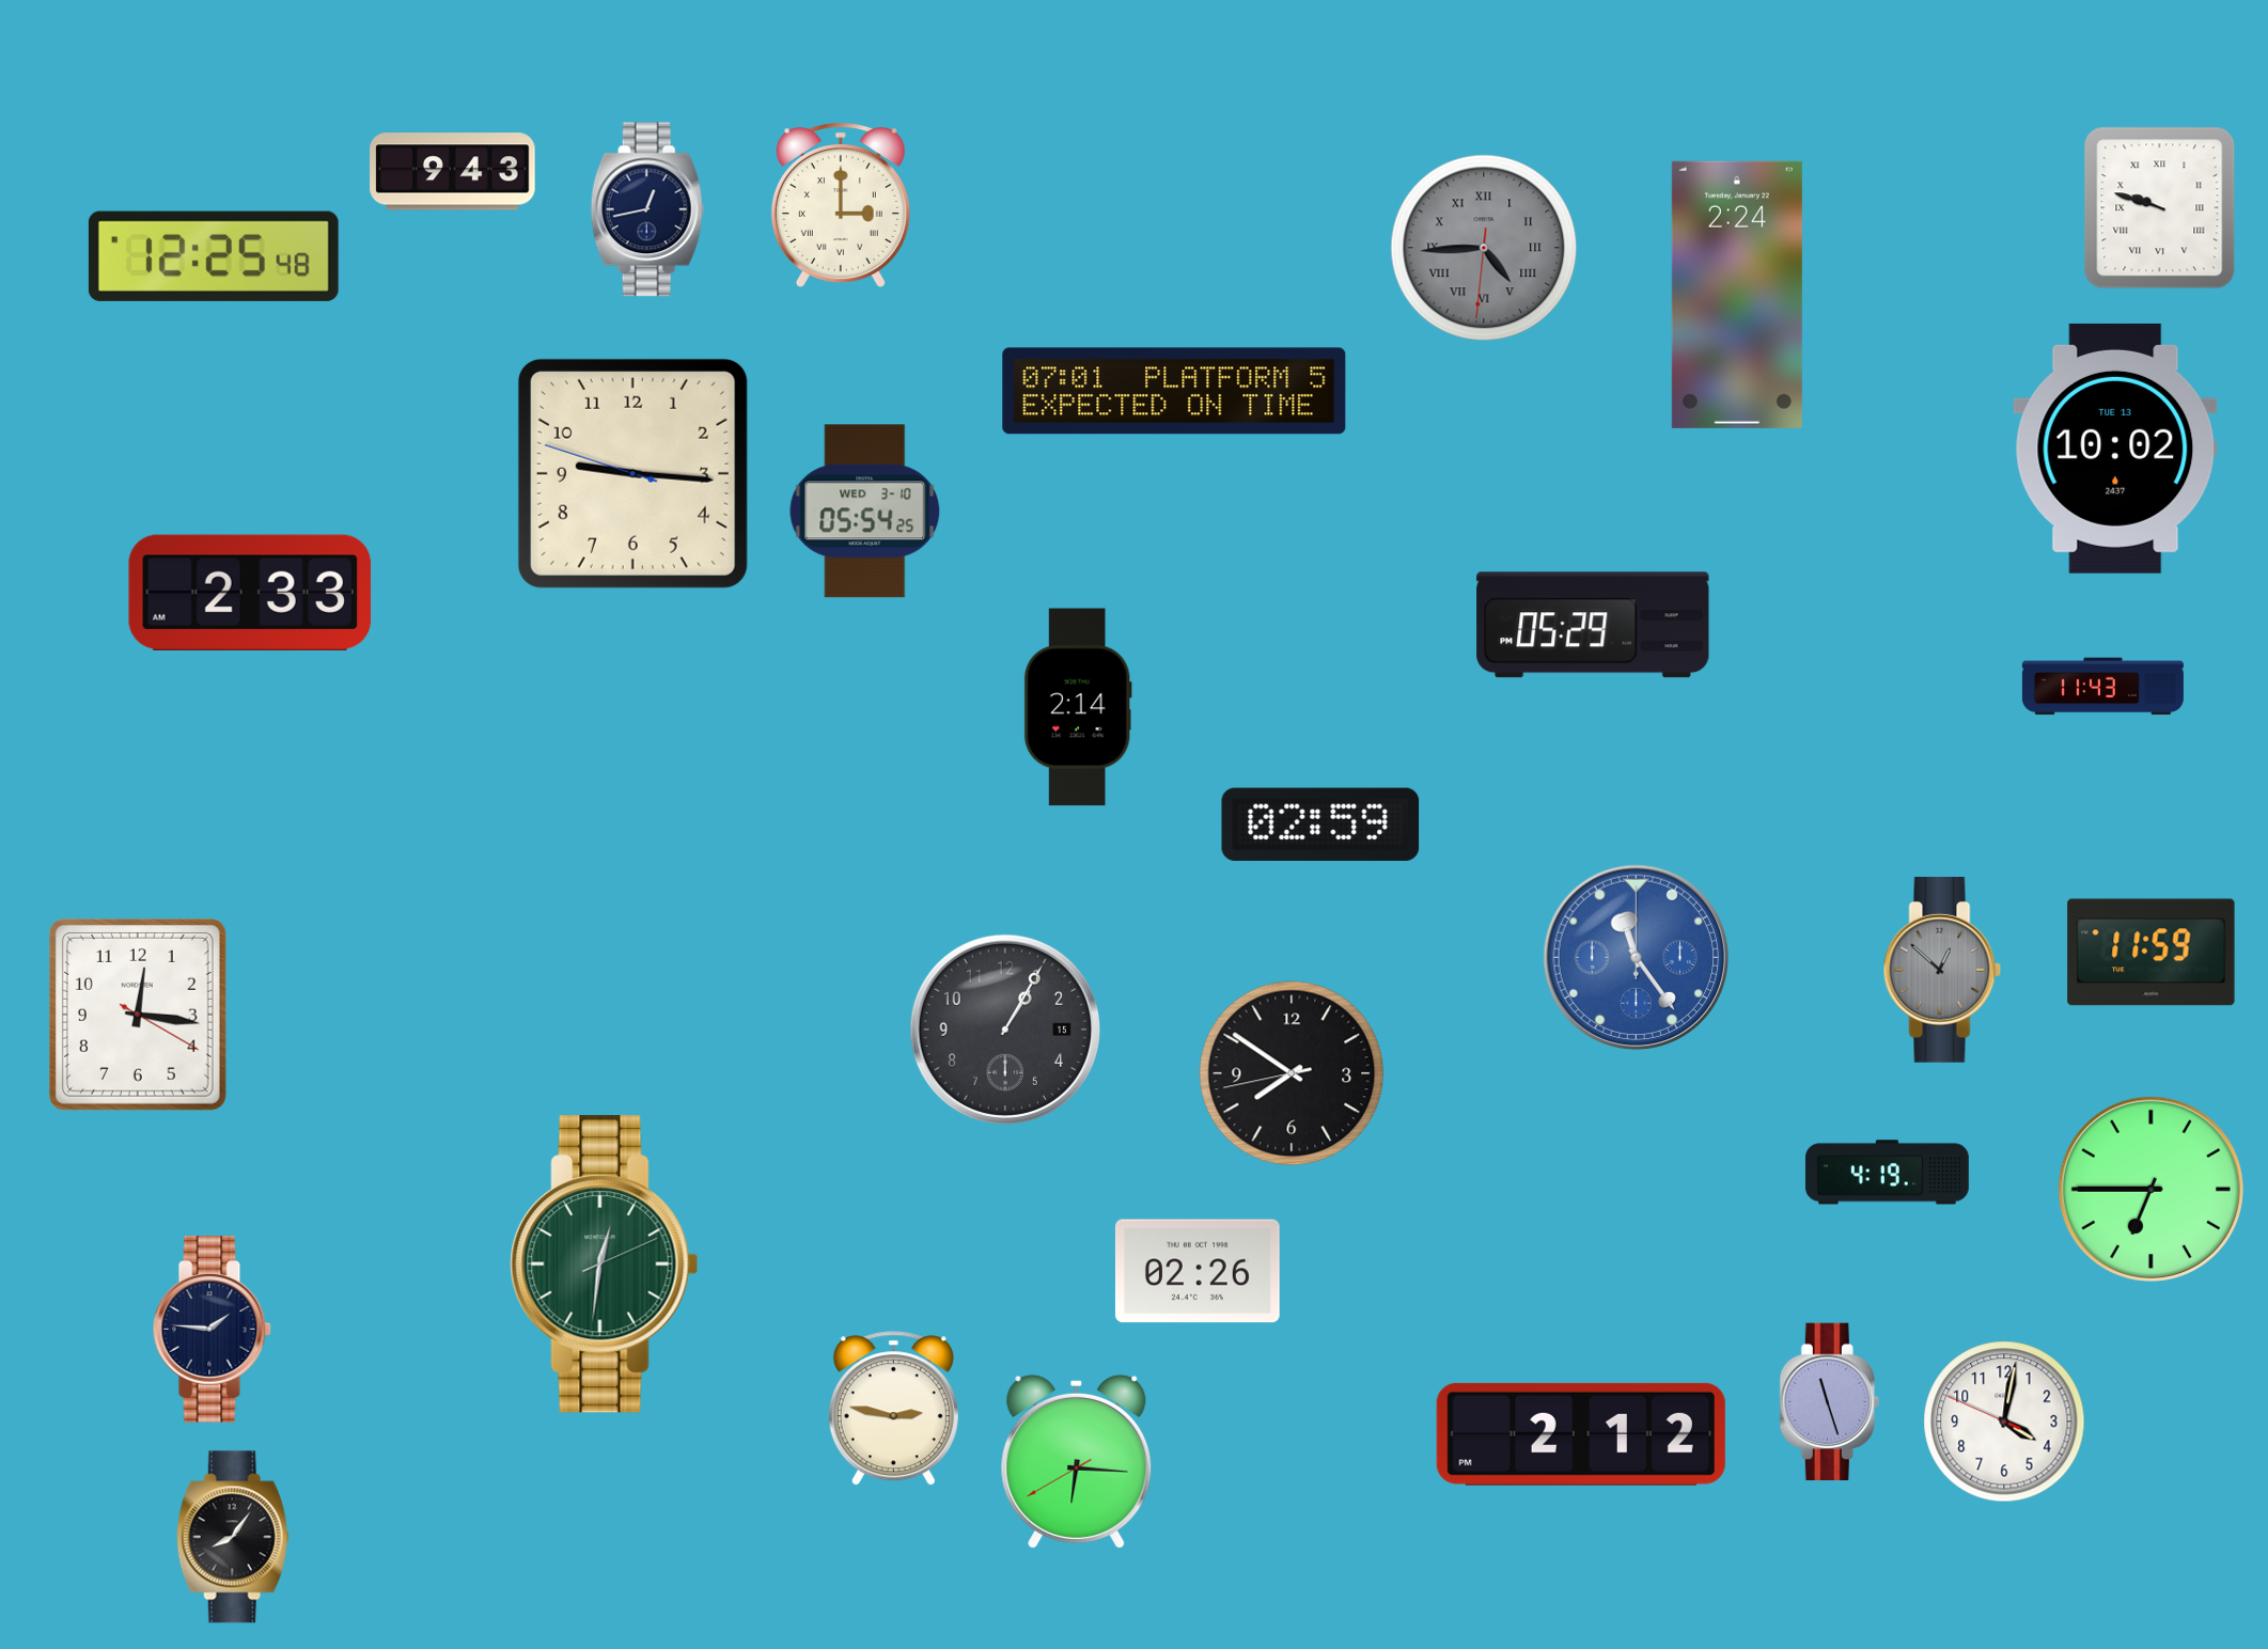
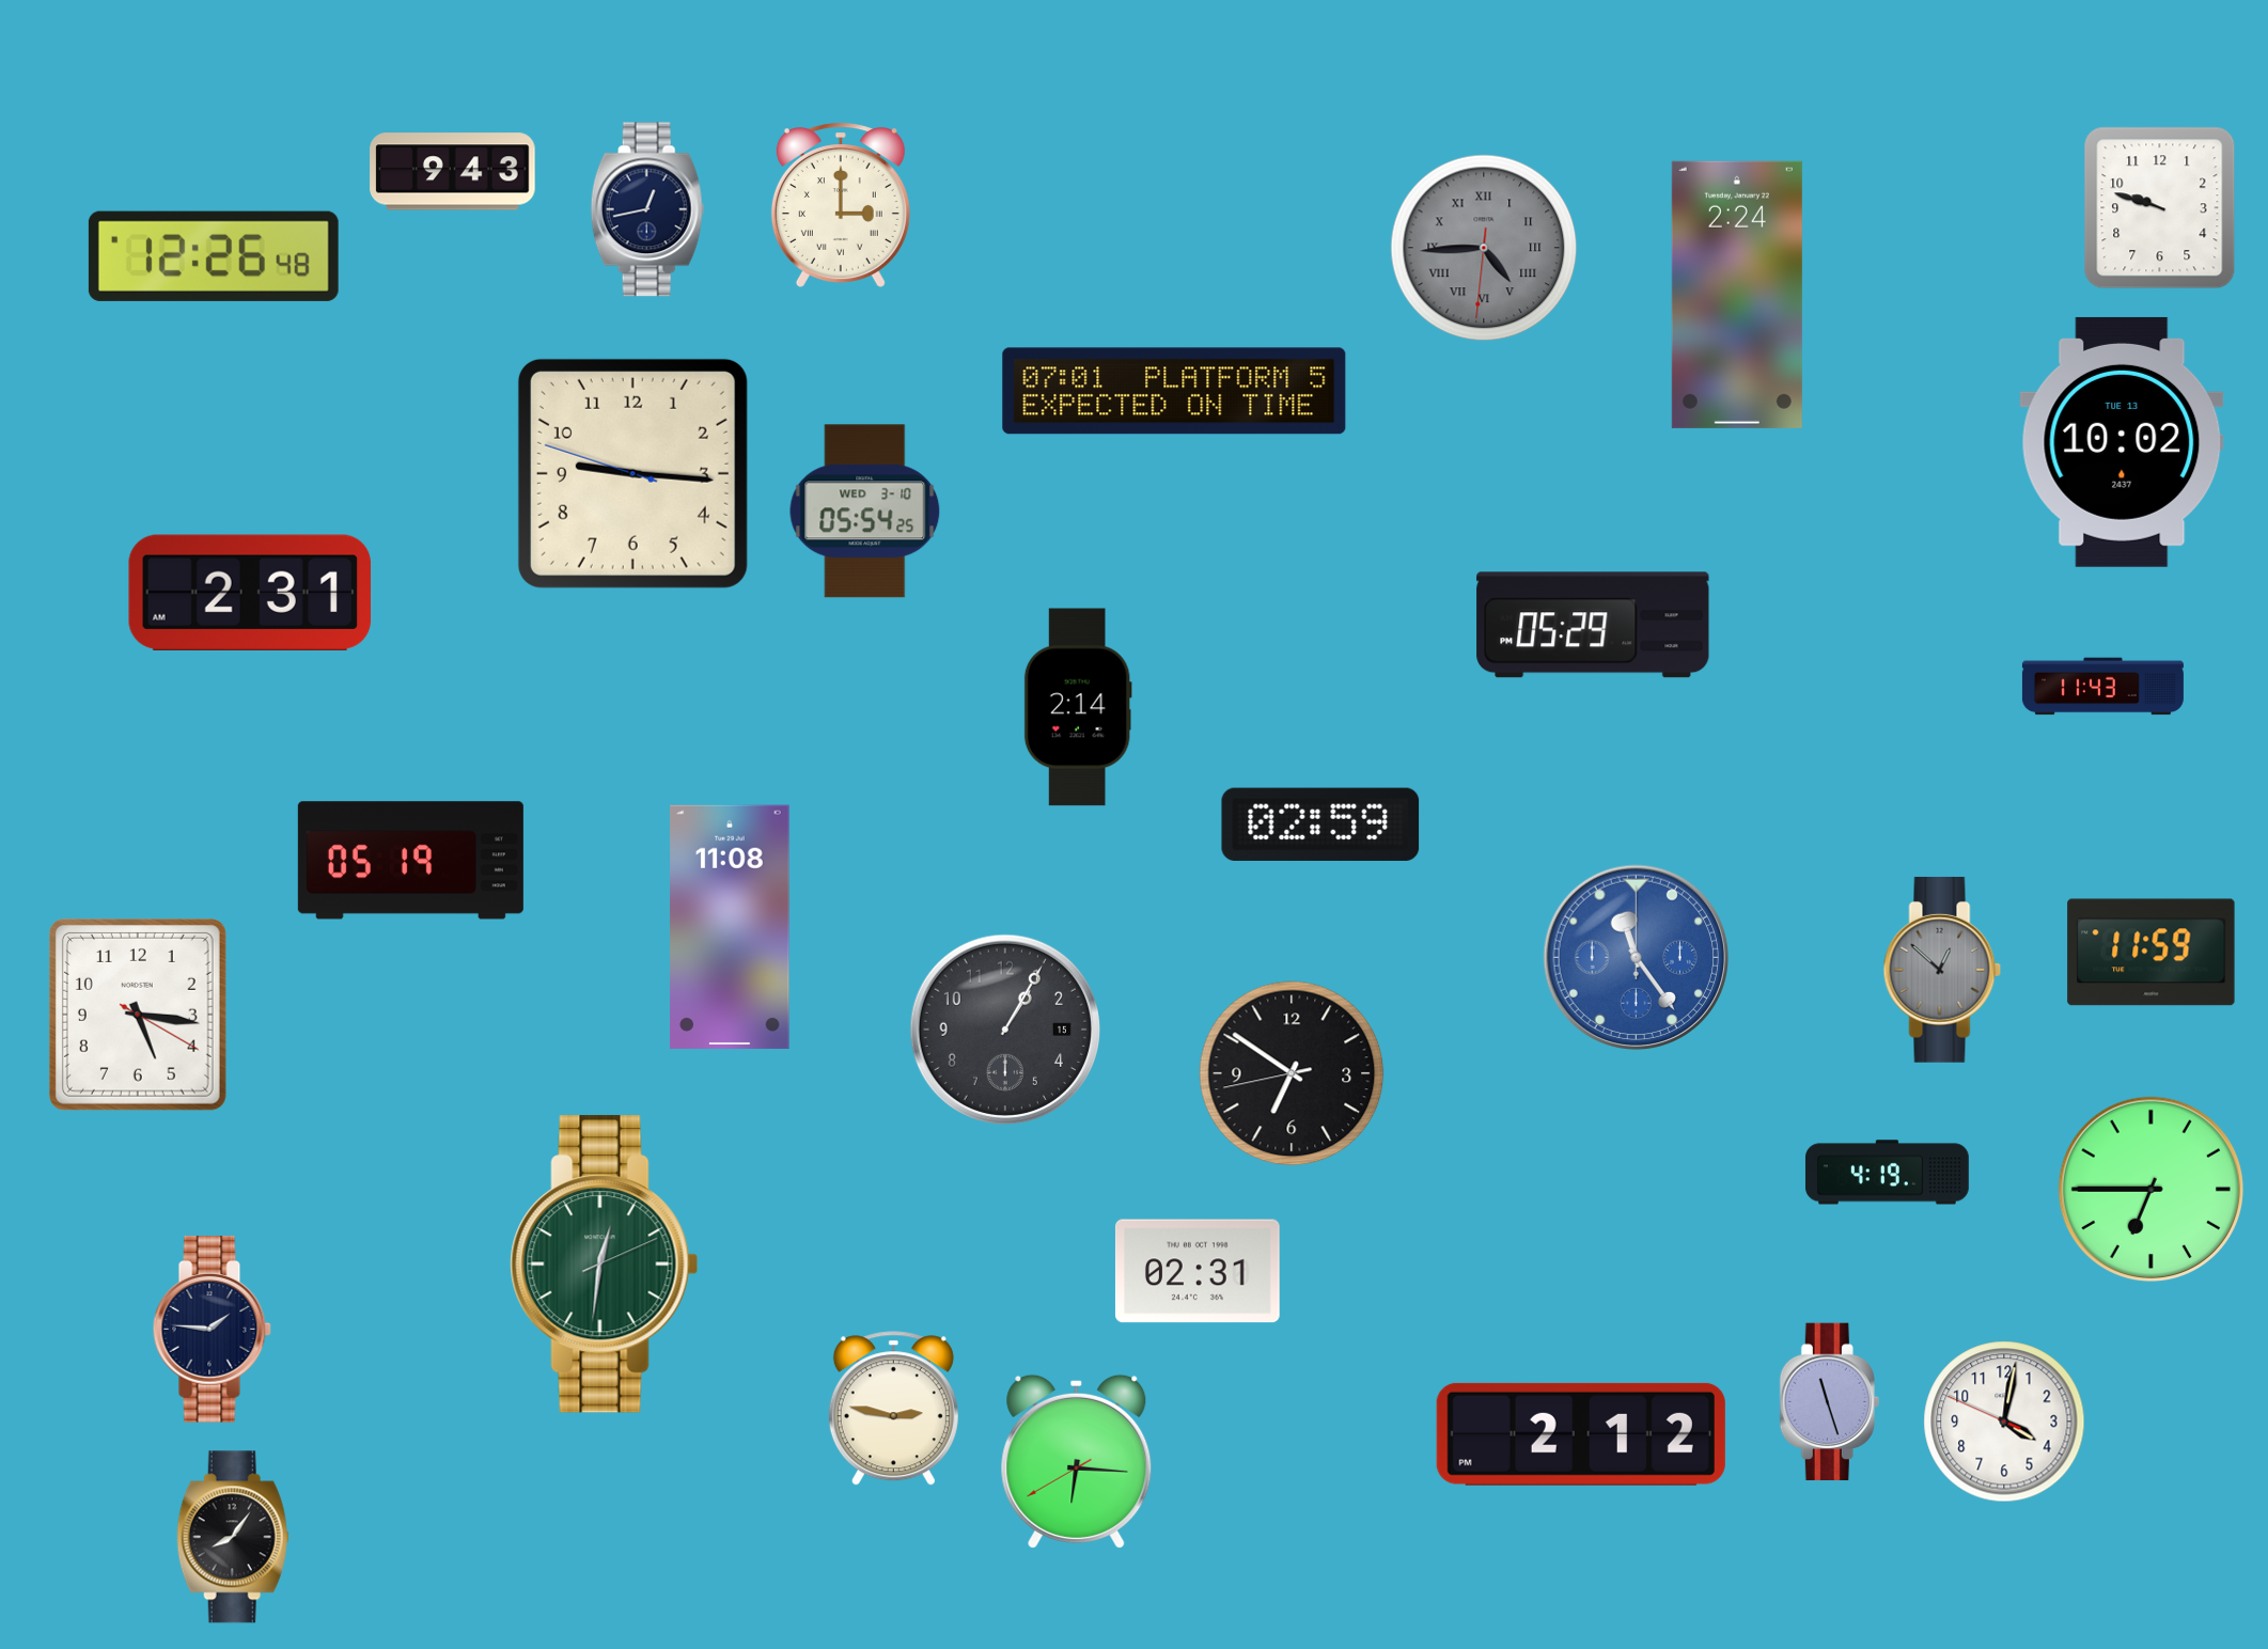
clock at (2160, 208) numerals: Roman -> Arabic
clock at (214, 256): 12:25 -> 12:26
clock at (2115, 449) position: (2115, 449) -> (2122, 442)
clock at (250, 593): 2:33 -> 2:31
clock at (410, 861): none -> 05:19
clock at (730, 927): none -> 11:08
clock at (138, 1015): 12:16 -> 5:16
clock at (1292, 1073): 7:50 -> 6:50
clock at (1198, 1271): 02:26 -> 02:31
